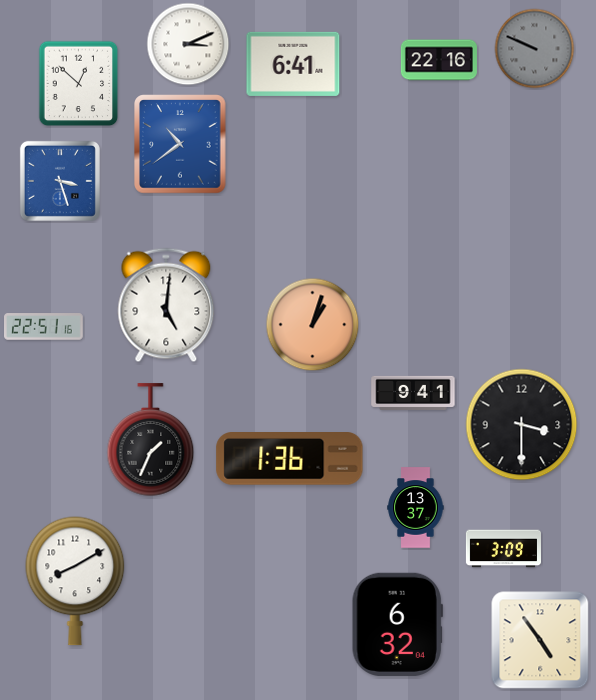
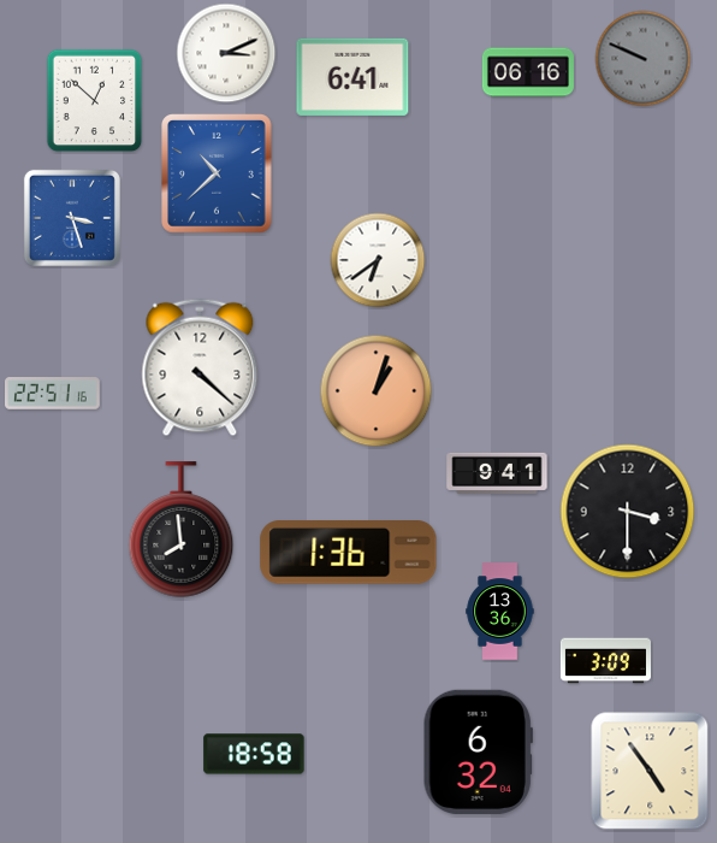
clock at (439, 60): 22:16 -> 06:16
clock at (180, 144): 10:39 -> 10:38
clock at (378, 260): none -> 6:39
clock at (166, 305): 5:01 -> 4:22
clock at (151, 440): 1:34 -> 7:59
clock at (416, 508): 13:37 -> 13:36
clock at (75, 581): 8:10 -> none
clock at (254, 754): none -> 18:58
